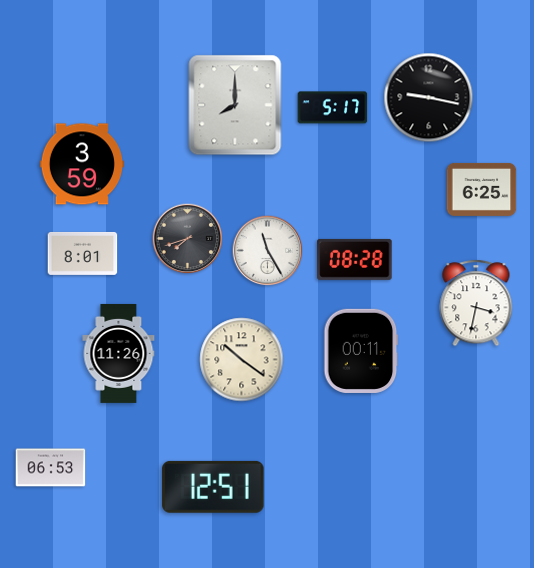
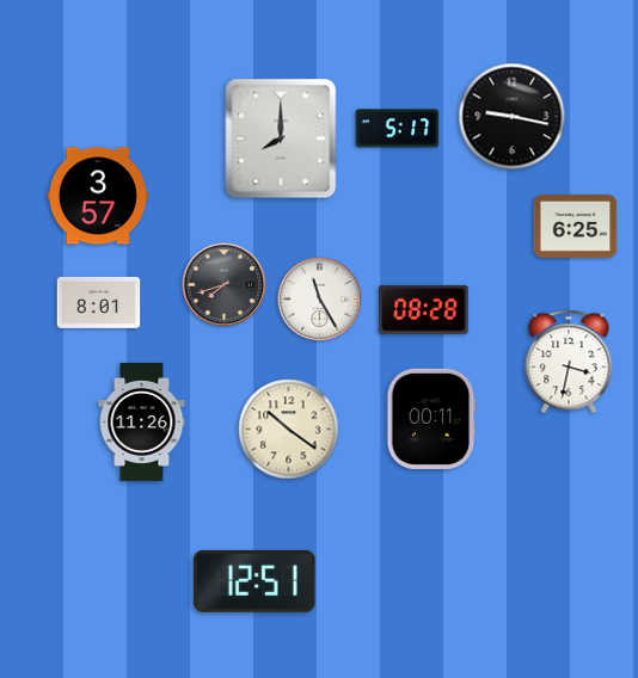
clock at (235, 105) position: (235, 105) -> (281, 138)
clock at (82, 164): 3:59 -> 3:57
clock at (51, 468): 06:53 -> none
